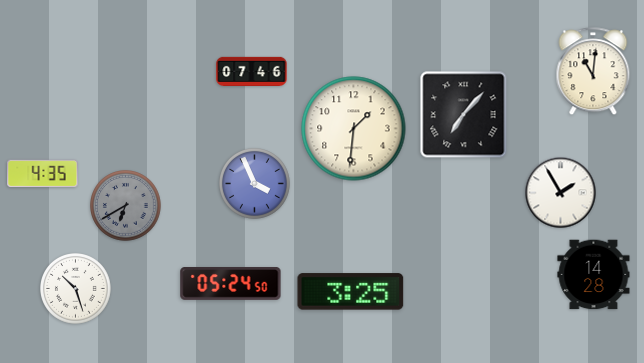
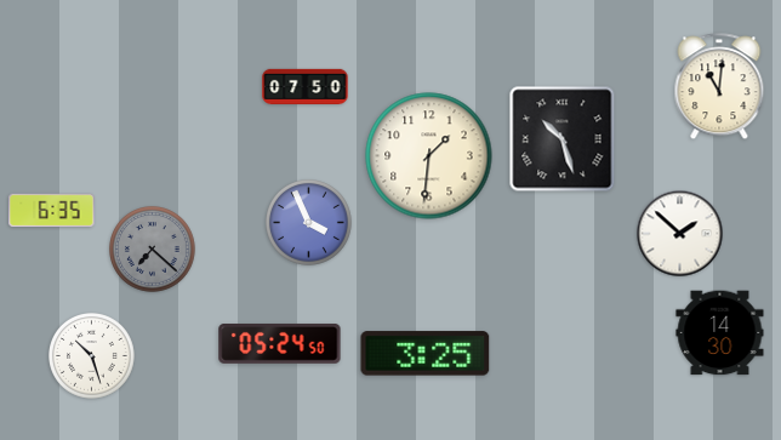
clock at (252, 71): 07:46 -> 07:50
clock at (464, 115): 7:07 -> 10:27
clock at (43, 174): 4:35 -> 6:35
clock at (561, 193): 1:55 -> 1:52
clock at (126, 206): 6:40 -> 7:22
clock at (594, 275): 14:28 -> 14:30
clock at (76, 289) position: (76, 289) -> (92, 356)
